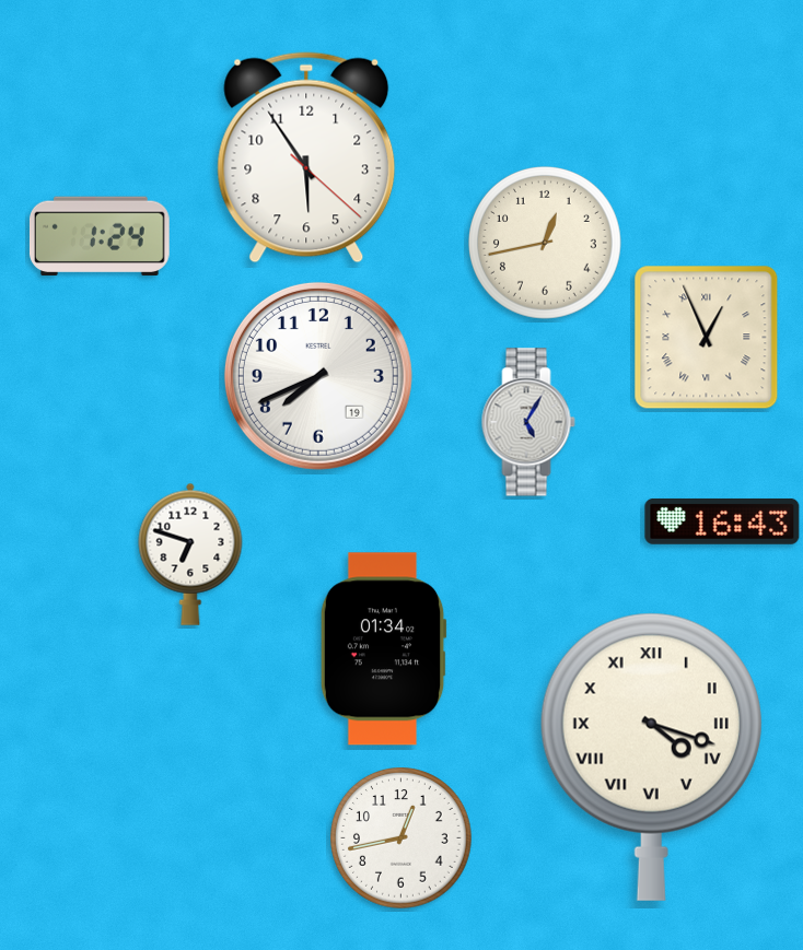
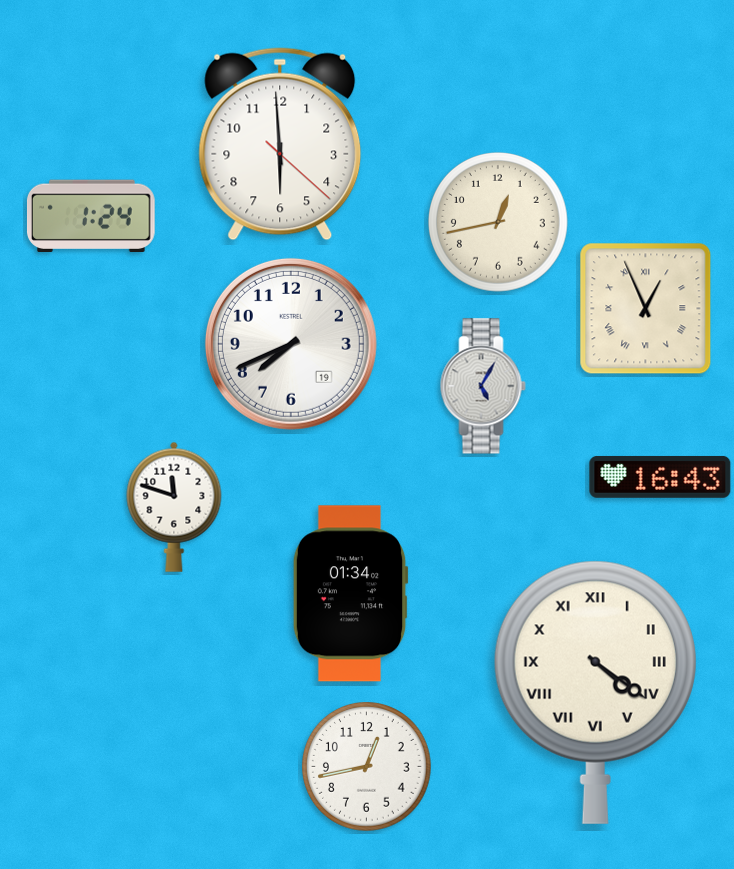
clock at (306, 157): 5:54 -> 5:59
clock at (190, 554): 6:48 -> 11:48
clock at (651, 757): 4:18 -> 4:21
